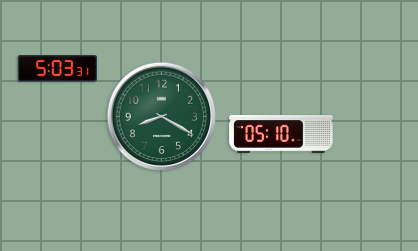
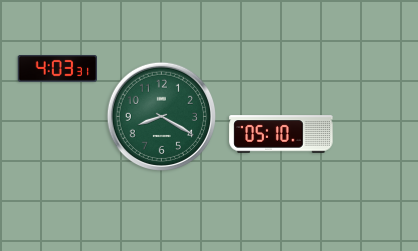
clock at (58, 69): 5:03 -> 4:03
